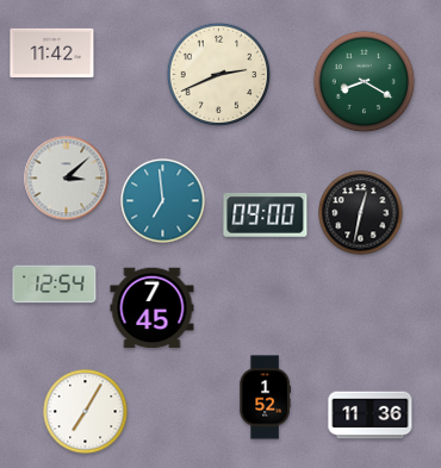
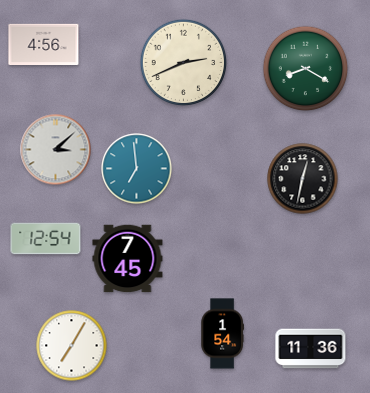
clock at (52, 52): 11:42 -> 4:56
clock at (266, 214): 09:00 -> none
clock at (265, 398): 1:52 -> 1:54
